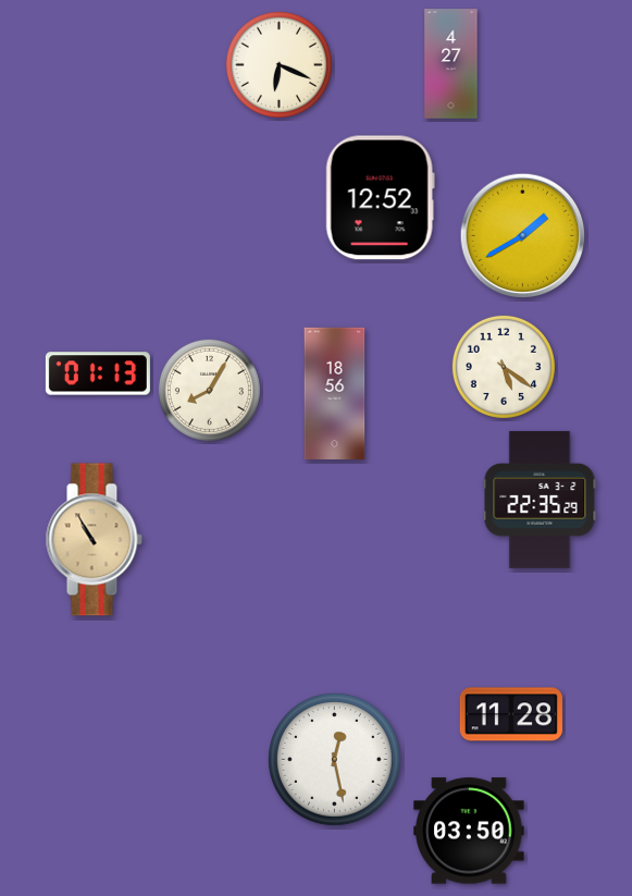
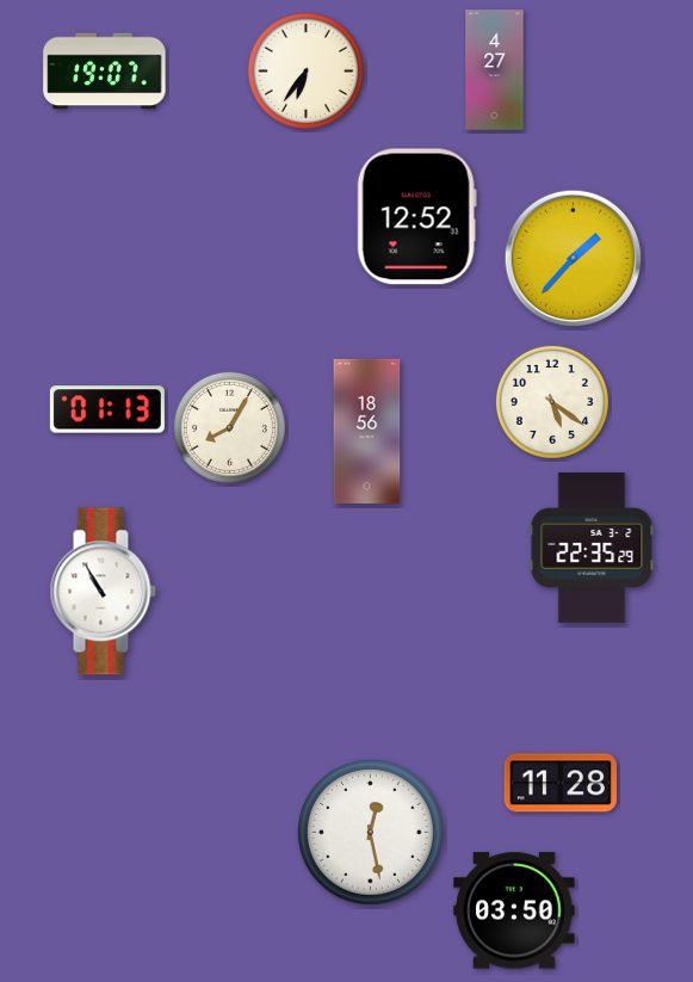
clock at (278, 64): 6:19 -> 6:36
clock at (105, 72): none -> 19:07
clock at (523, 236): 1:40 -> 1:37
clock at (94, 540) dial: champagne -> white
clock at (335, 760) position: (335, 760) -> (371, 833)
